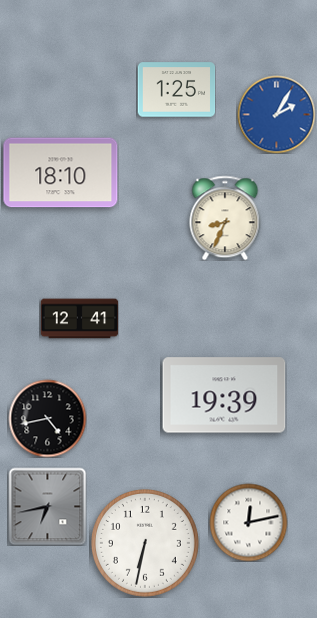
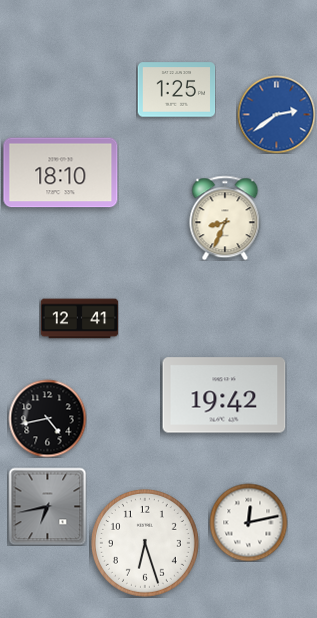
clock at (276, 114): 2:05 -> 2:39
clock at (224, 395): 19:39 -> 19:42
clock at (145, 543): 6:32 -> 6:27
